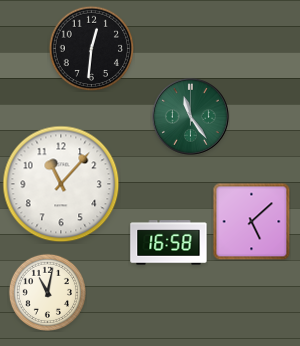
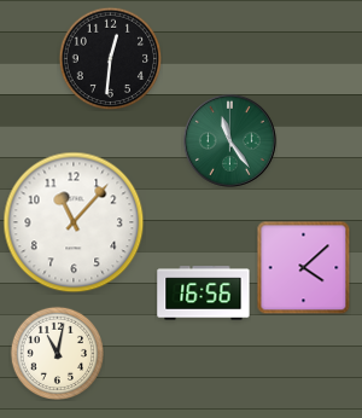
clock at (251, 221): 5:08 -> 4:08
clock at (169, 243): 16:58 -> 16:56
